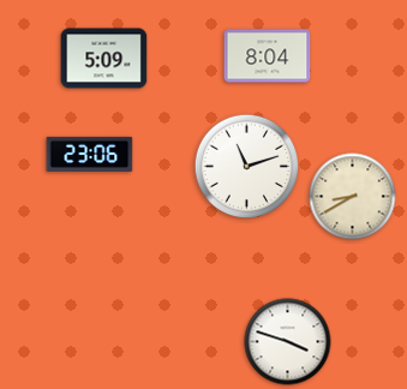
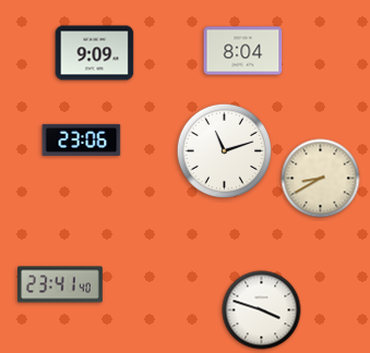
clock at (104, 59): 5:09 -> 9:09
clock at (61, 284): none -> 23:41
